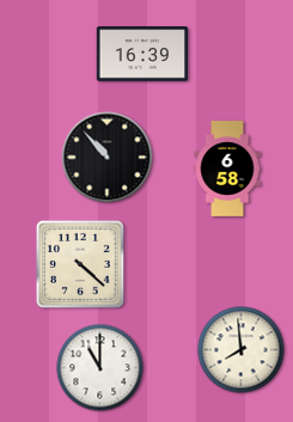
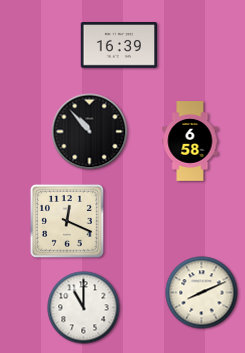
clock at (80, 264): 4:22 -> 12:19
clock at (242, 350): 7:59 -> 8:11
